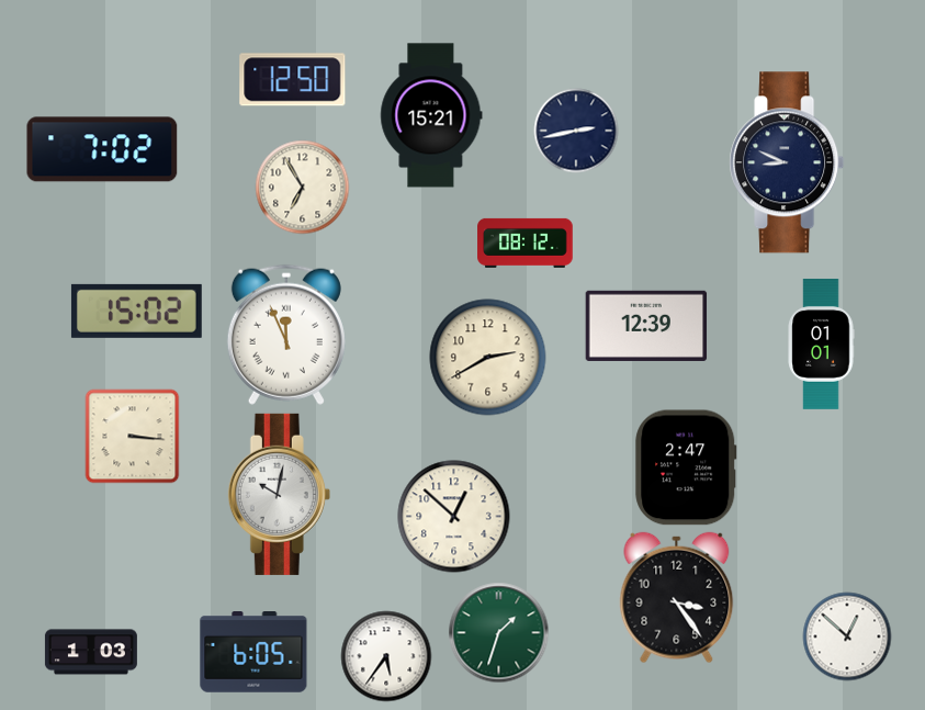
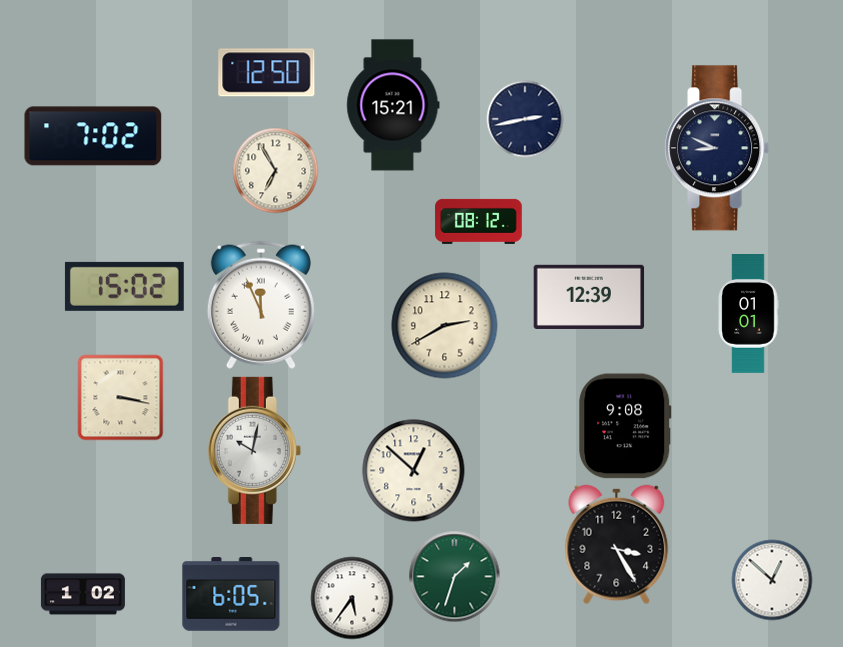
clock at (136, 311) position: (136, 311) -> (124, 286)
clock at (133, 437): 3:16 -> 3:17
clock at (686, 467): 2:47 -> 9:08
clock at (677, 598): 3:24 -> 3:25
clock at (91, 652): 1:03 -> 1:02
